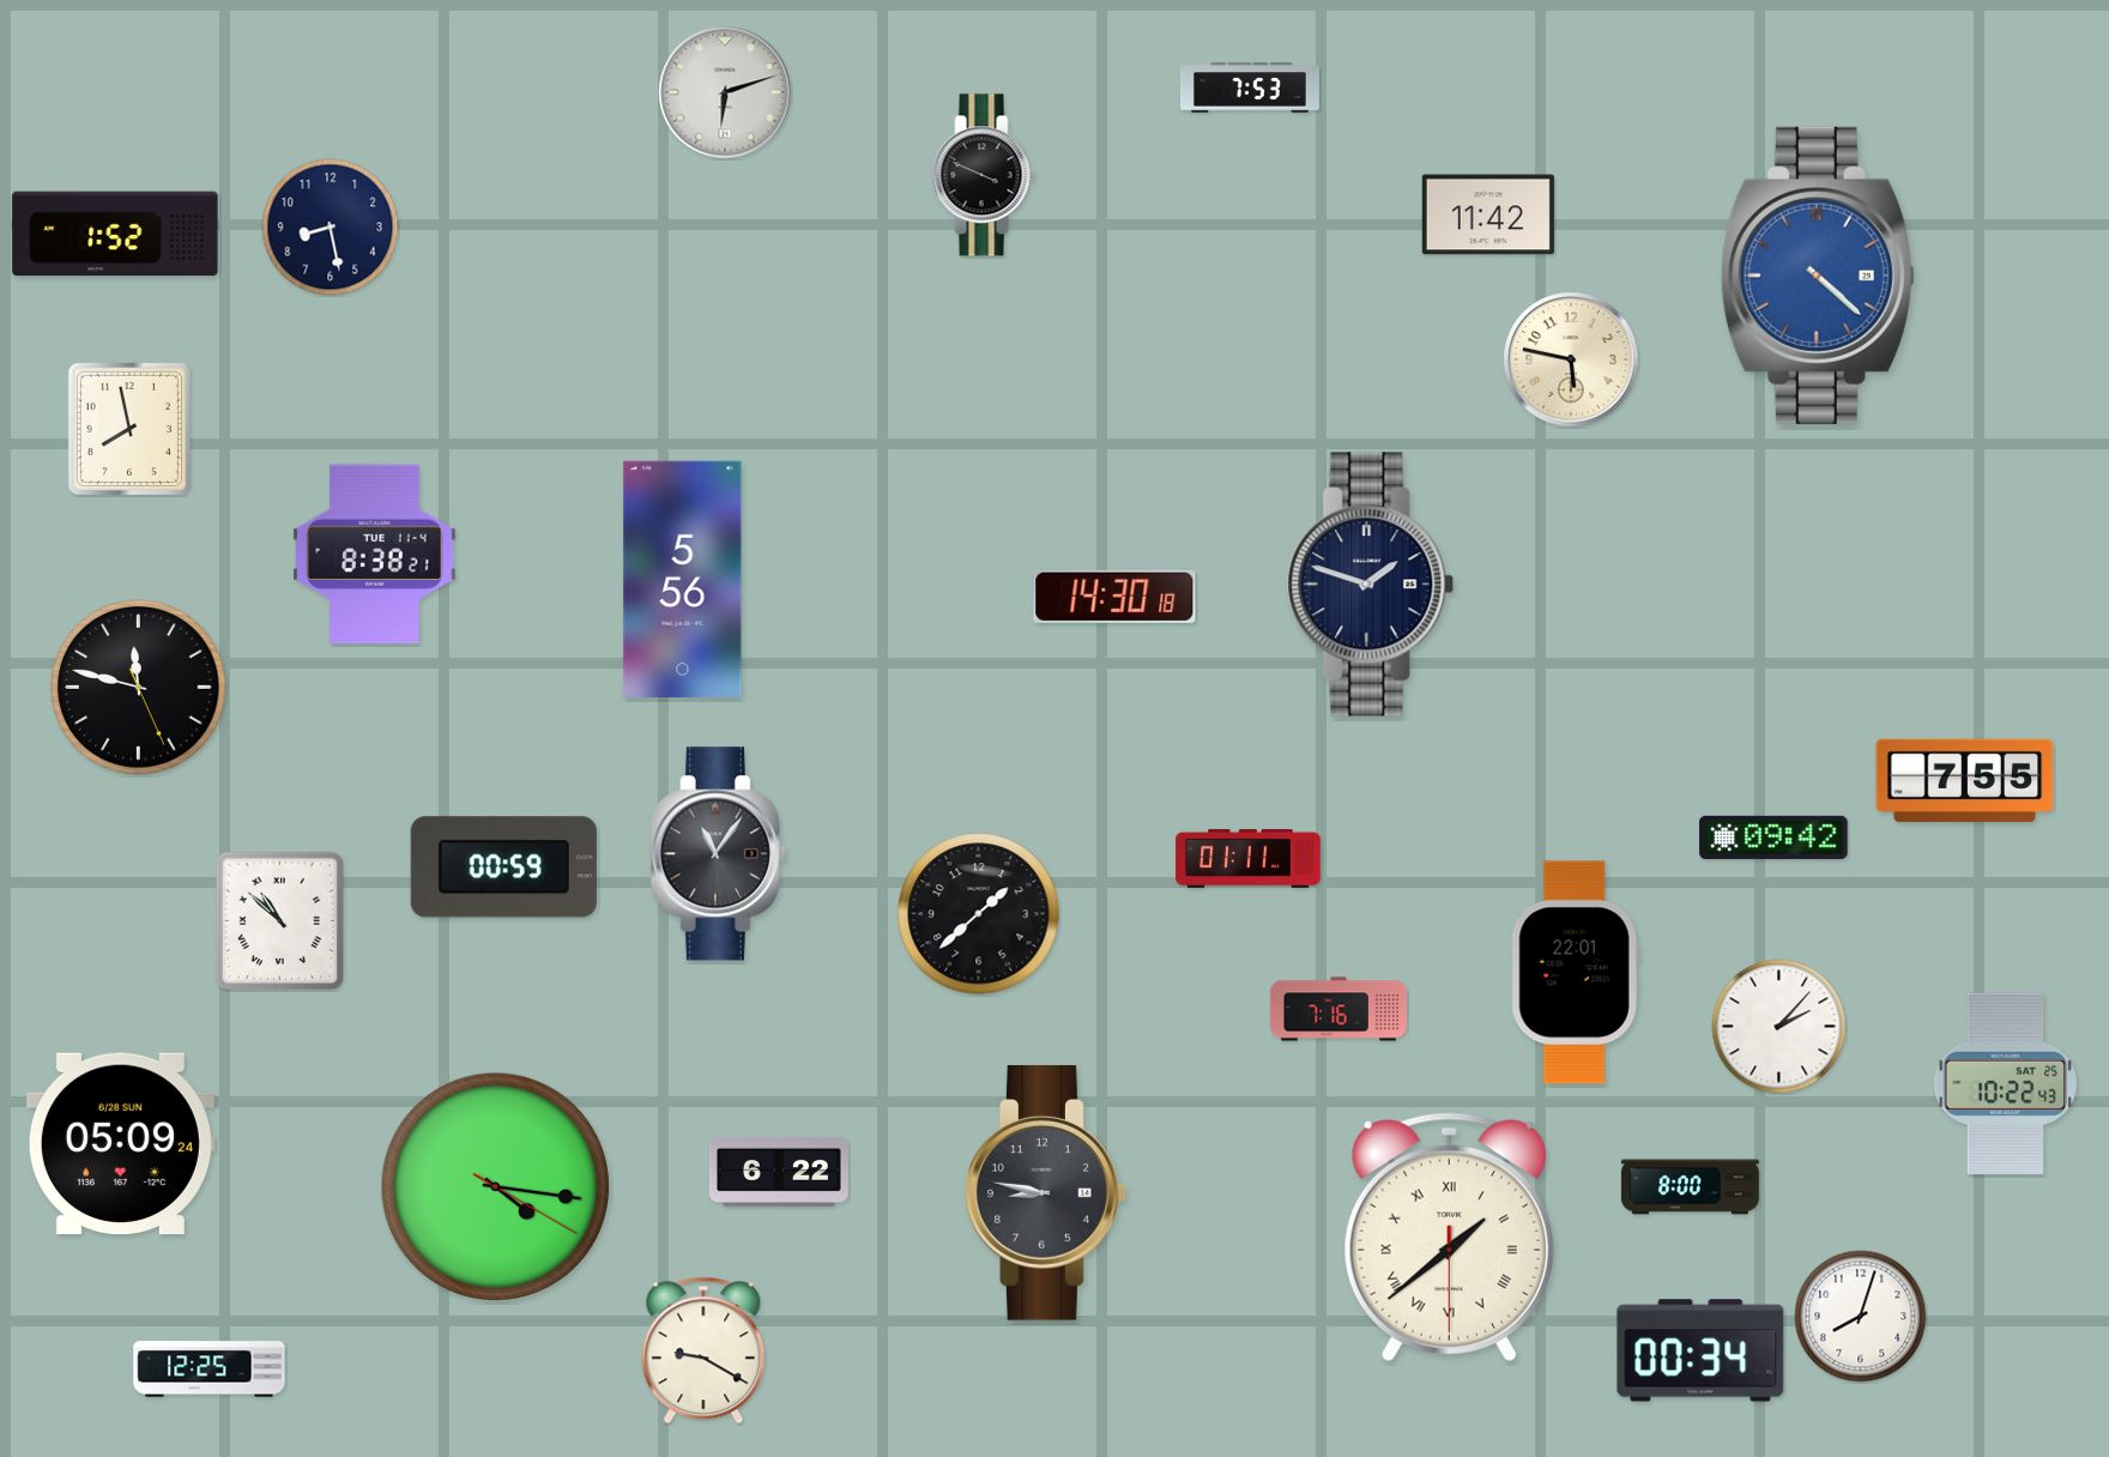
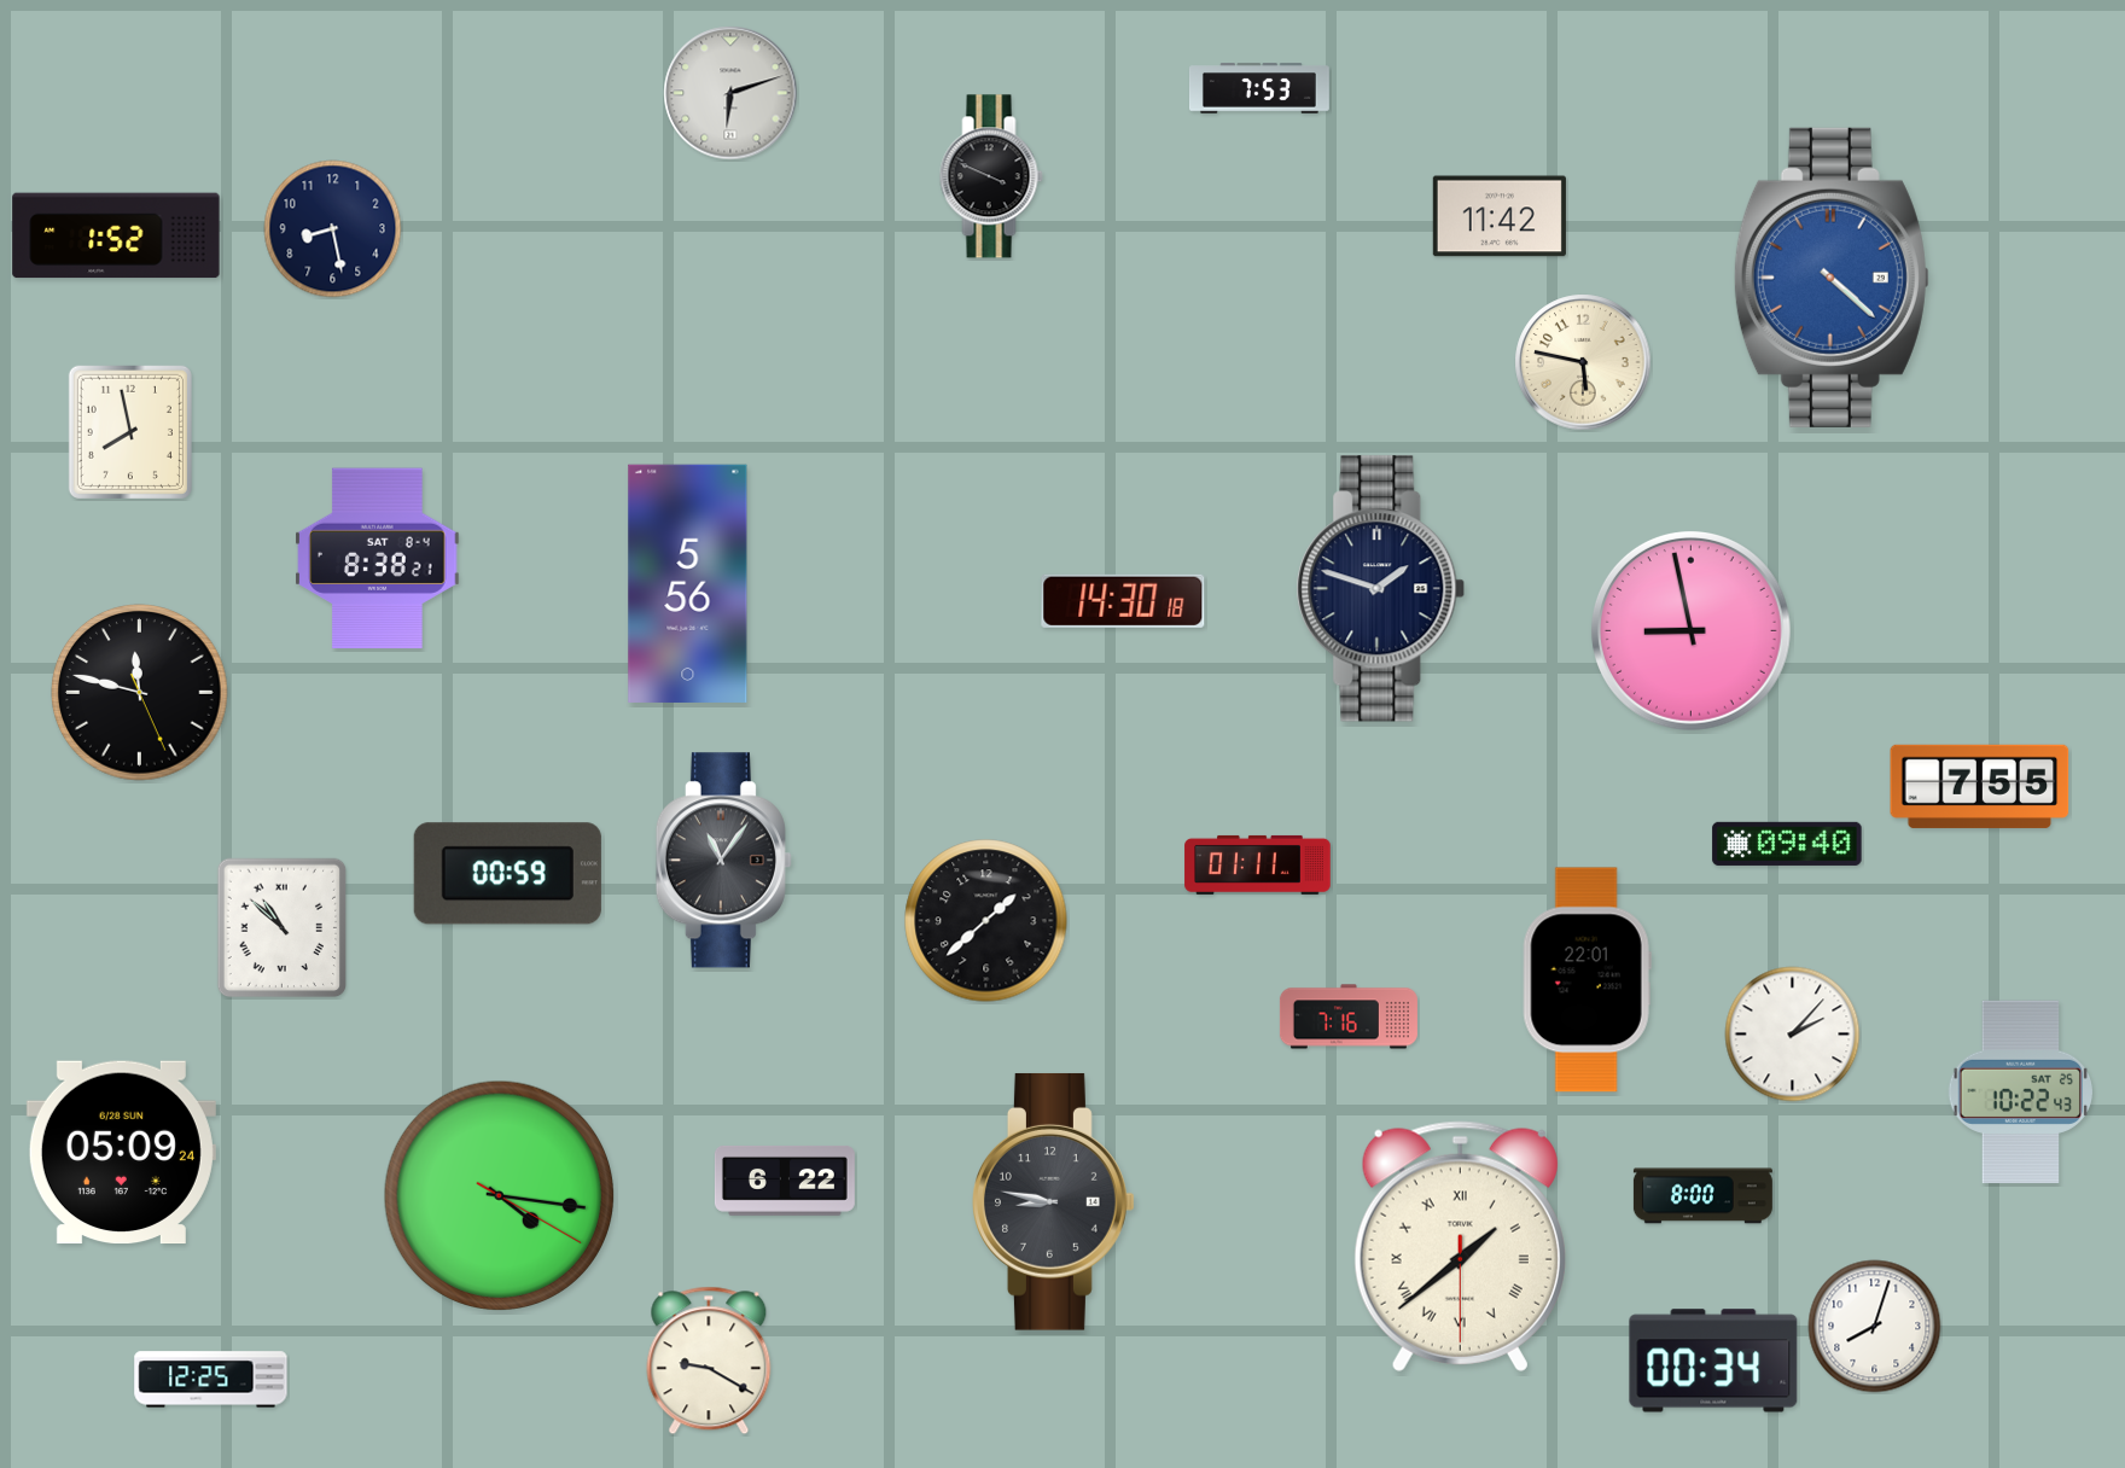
clock at (375, 555) date: TUE 11-4 -> SAT 8-4
clock at (1690, 630): none -> 8:58
clock at (1773, 838): 09:42 -> 09:40
